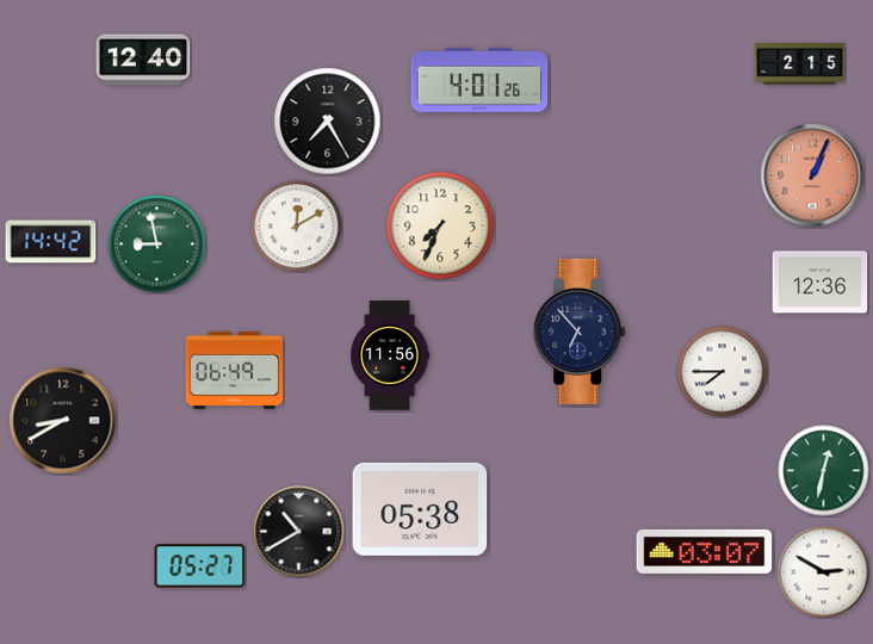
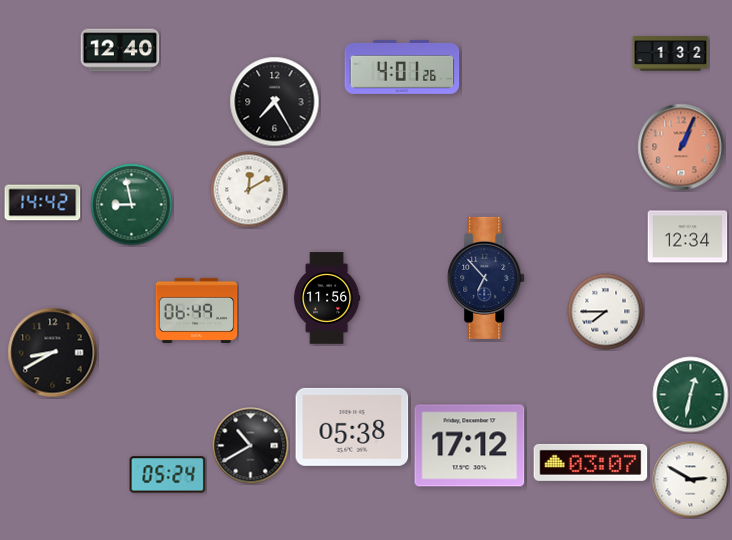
clock at (800, 64): 2:15 -> 1:32
clock at (440, 225): 7:34 -> none
clock at (821, 283): 12:36 -> 12:34
clock at (470, 446): none -> 17:12
clock at (200, 566): 05:27 -> 05:24
